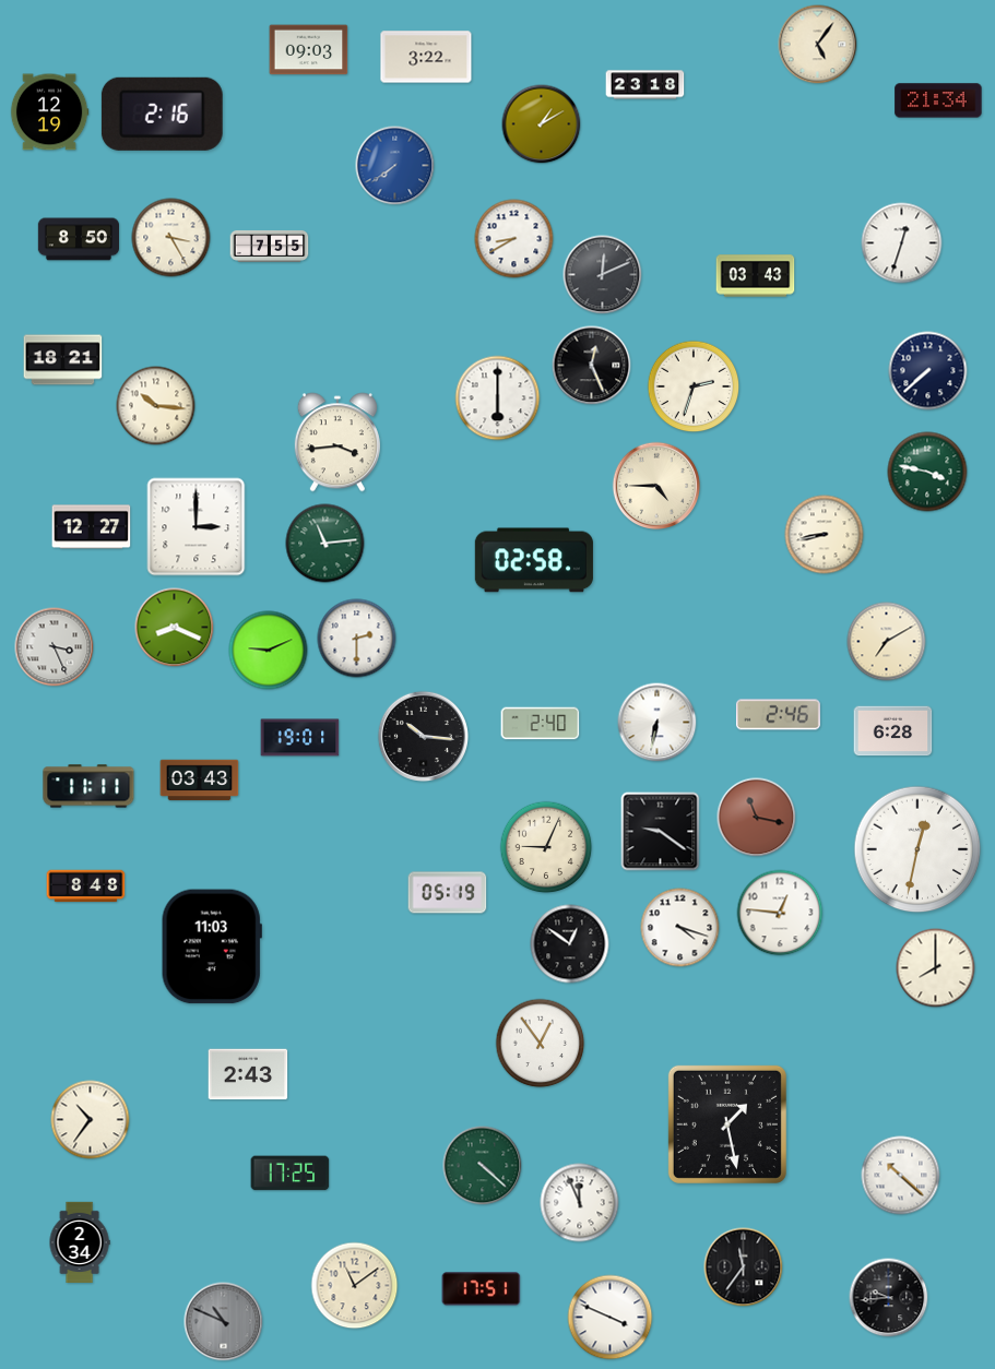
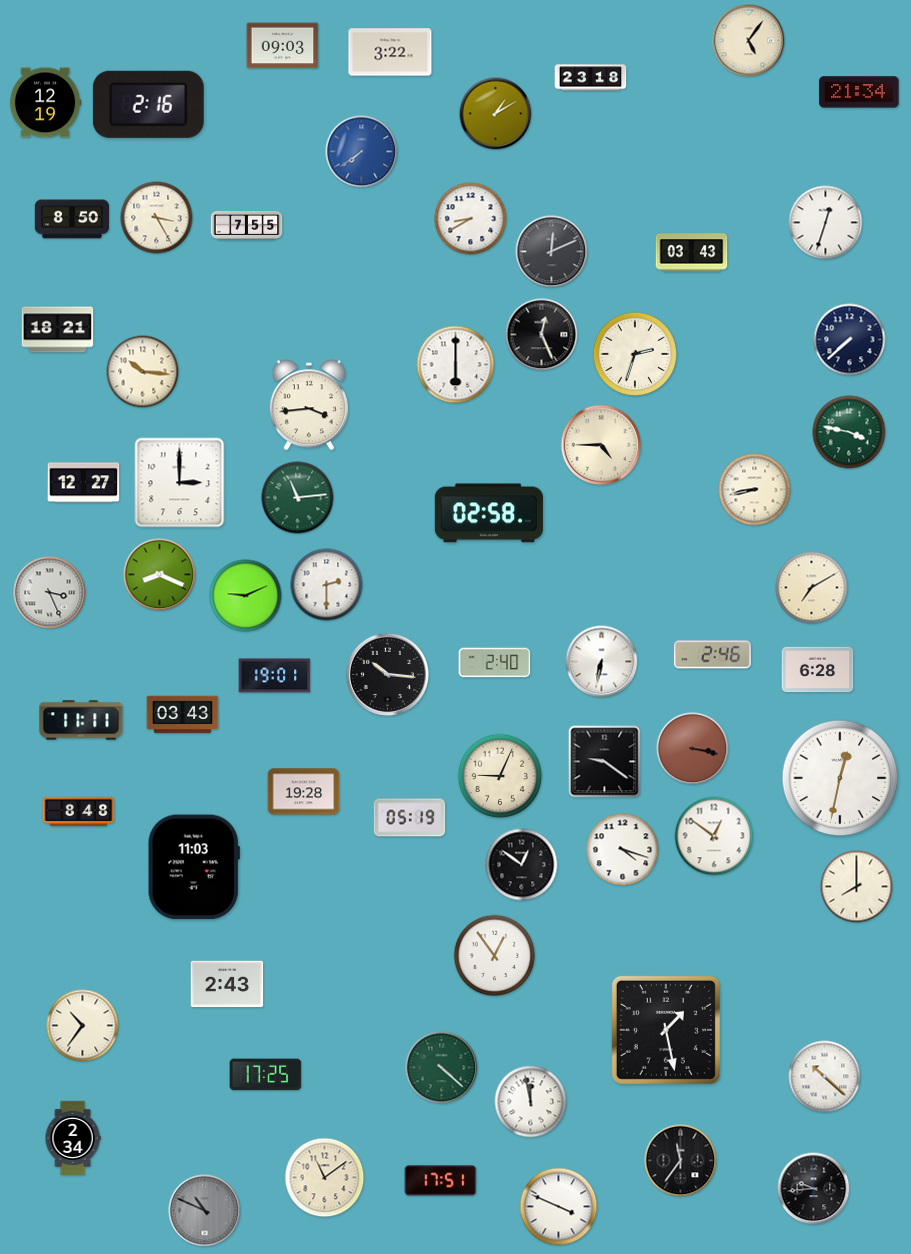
clock at (757, 818): 11:17 -> 3:17
clock at (304, 792): none -> 19:28
clock at (780, 913): 12:46 -> 12:51
clock at (580, 1203): 11:56 -> 11:58
